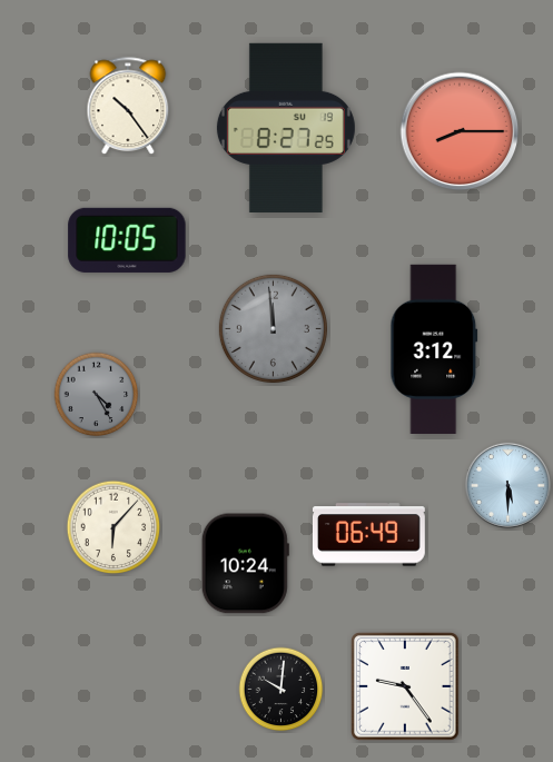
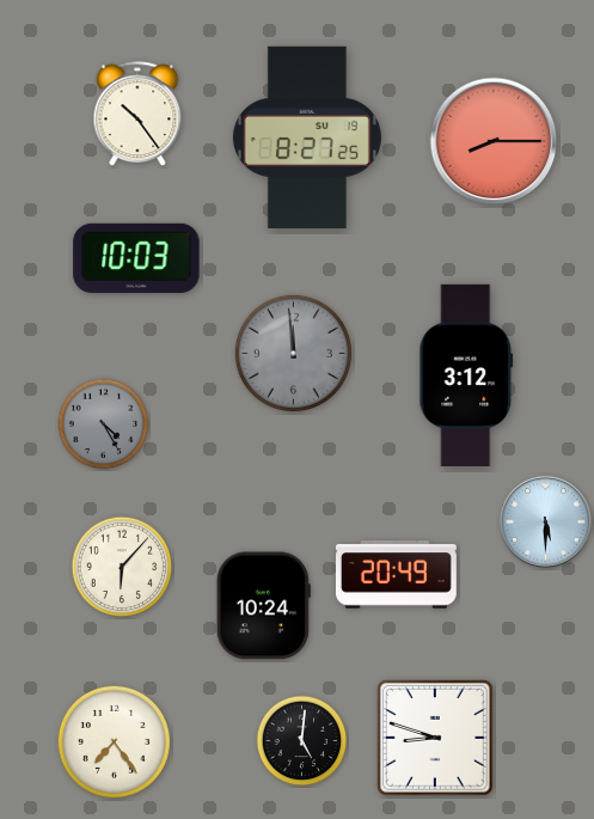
clock at (127, 240): 10:05 -> 10:03
clock at (368, 535): 06:49 -> 20:49
clock at (405, 686): 9:24 -> 8:48
clock at (114, 741): none -> 7:24
clock at (282, 690): 10:01 -> 5:01
